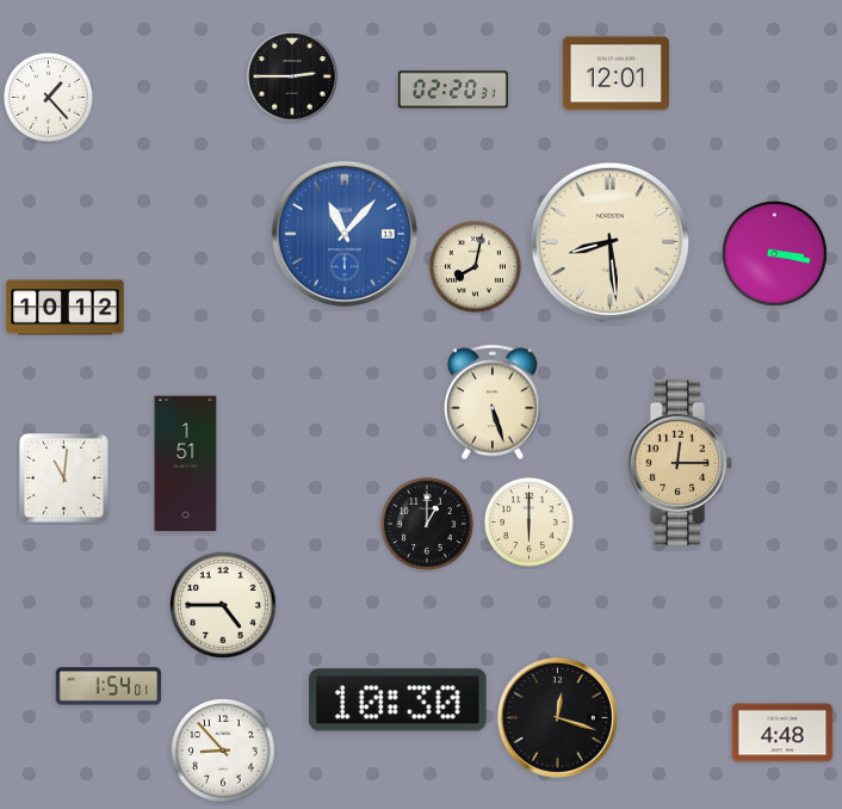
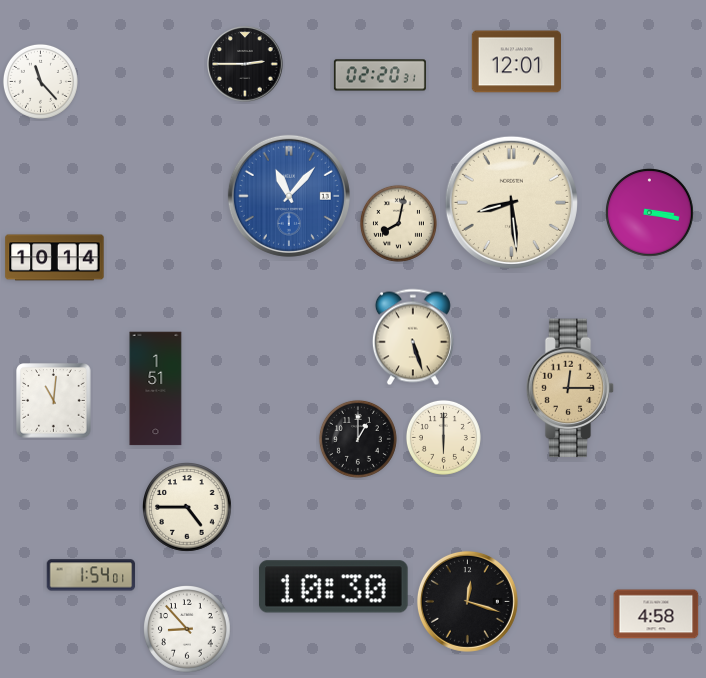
clock at (48, 97): 1:23 -> 11:23
clock at (66, 308): 10:12 -> 10:14
clock at (782, 733): 4:48 -> 4:58
